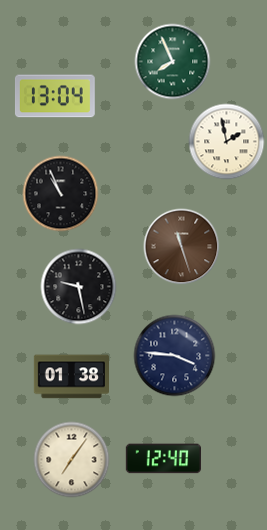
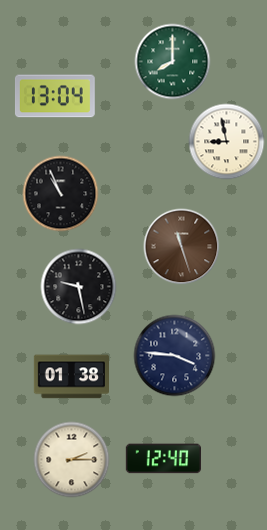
clock at (173, 62): 7:56 -> 8:00
clock at (227, 142): 1:58 -> 8:58
clock at (72, 460): 7:06 -> 2:15
